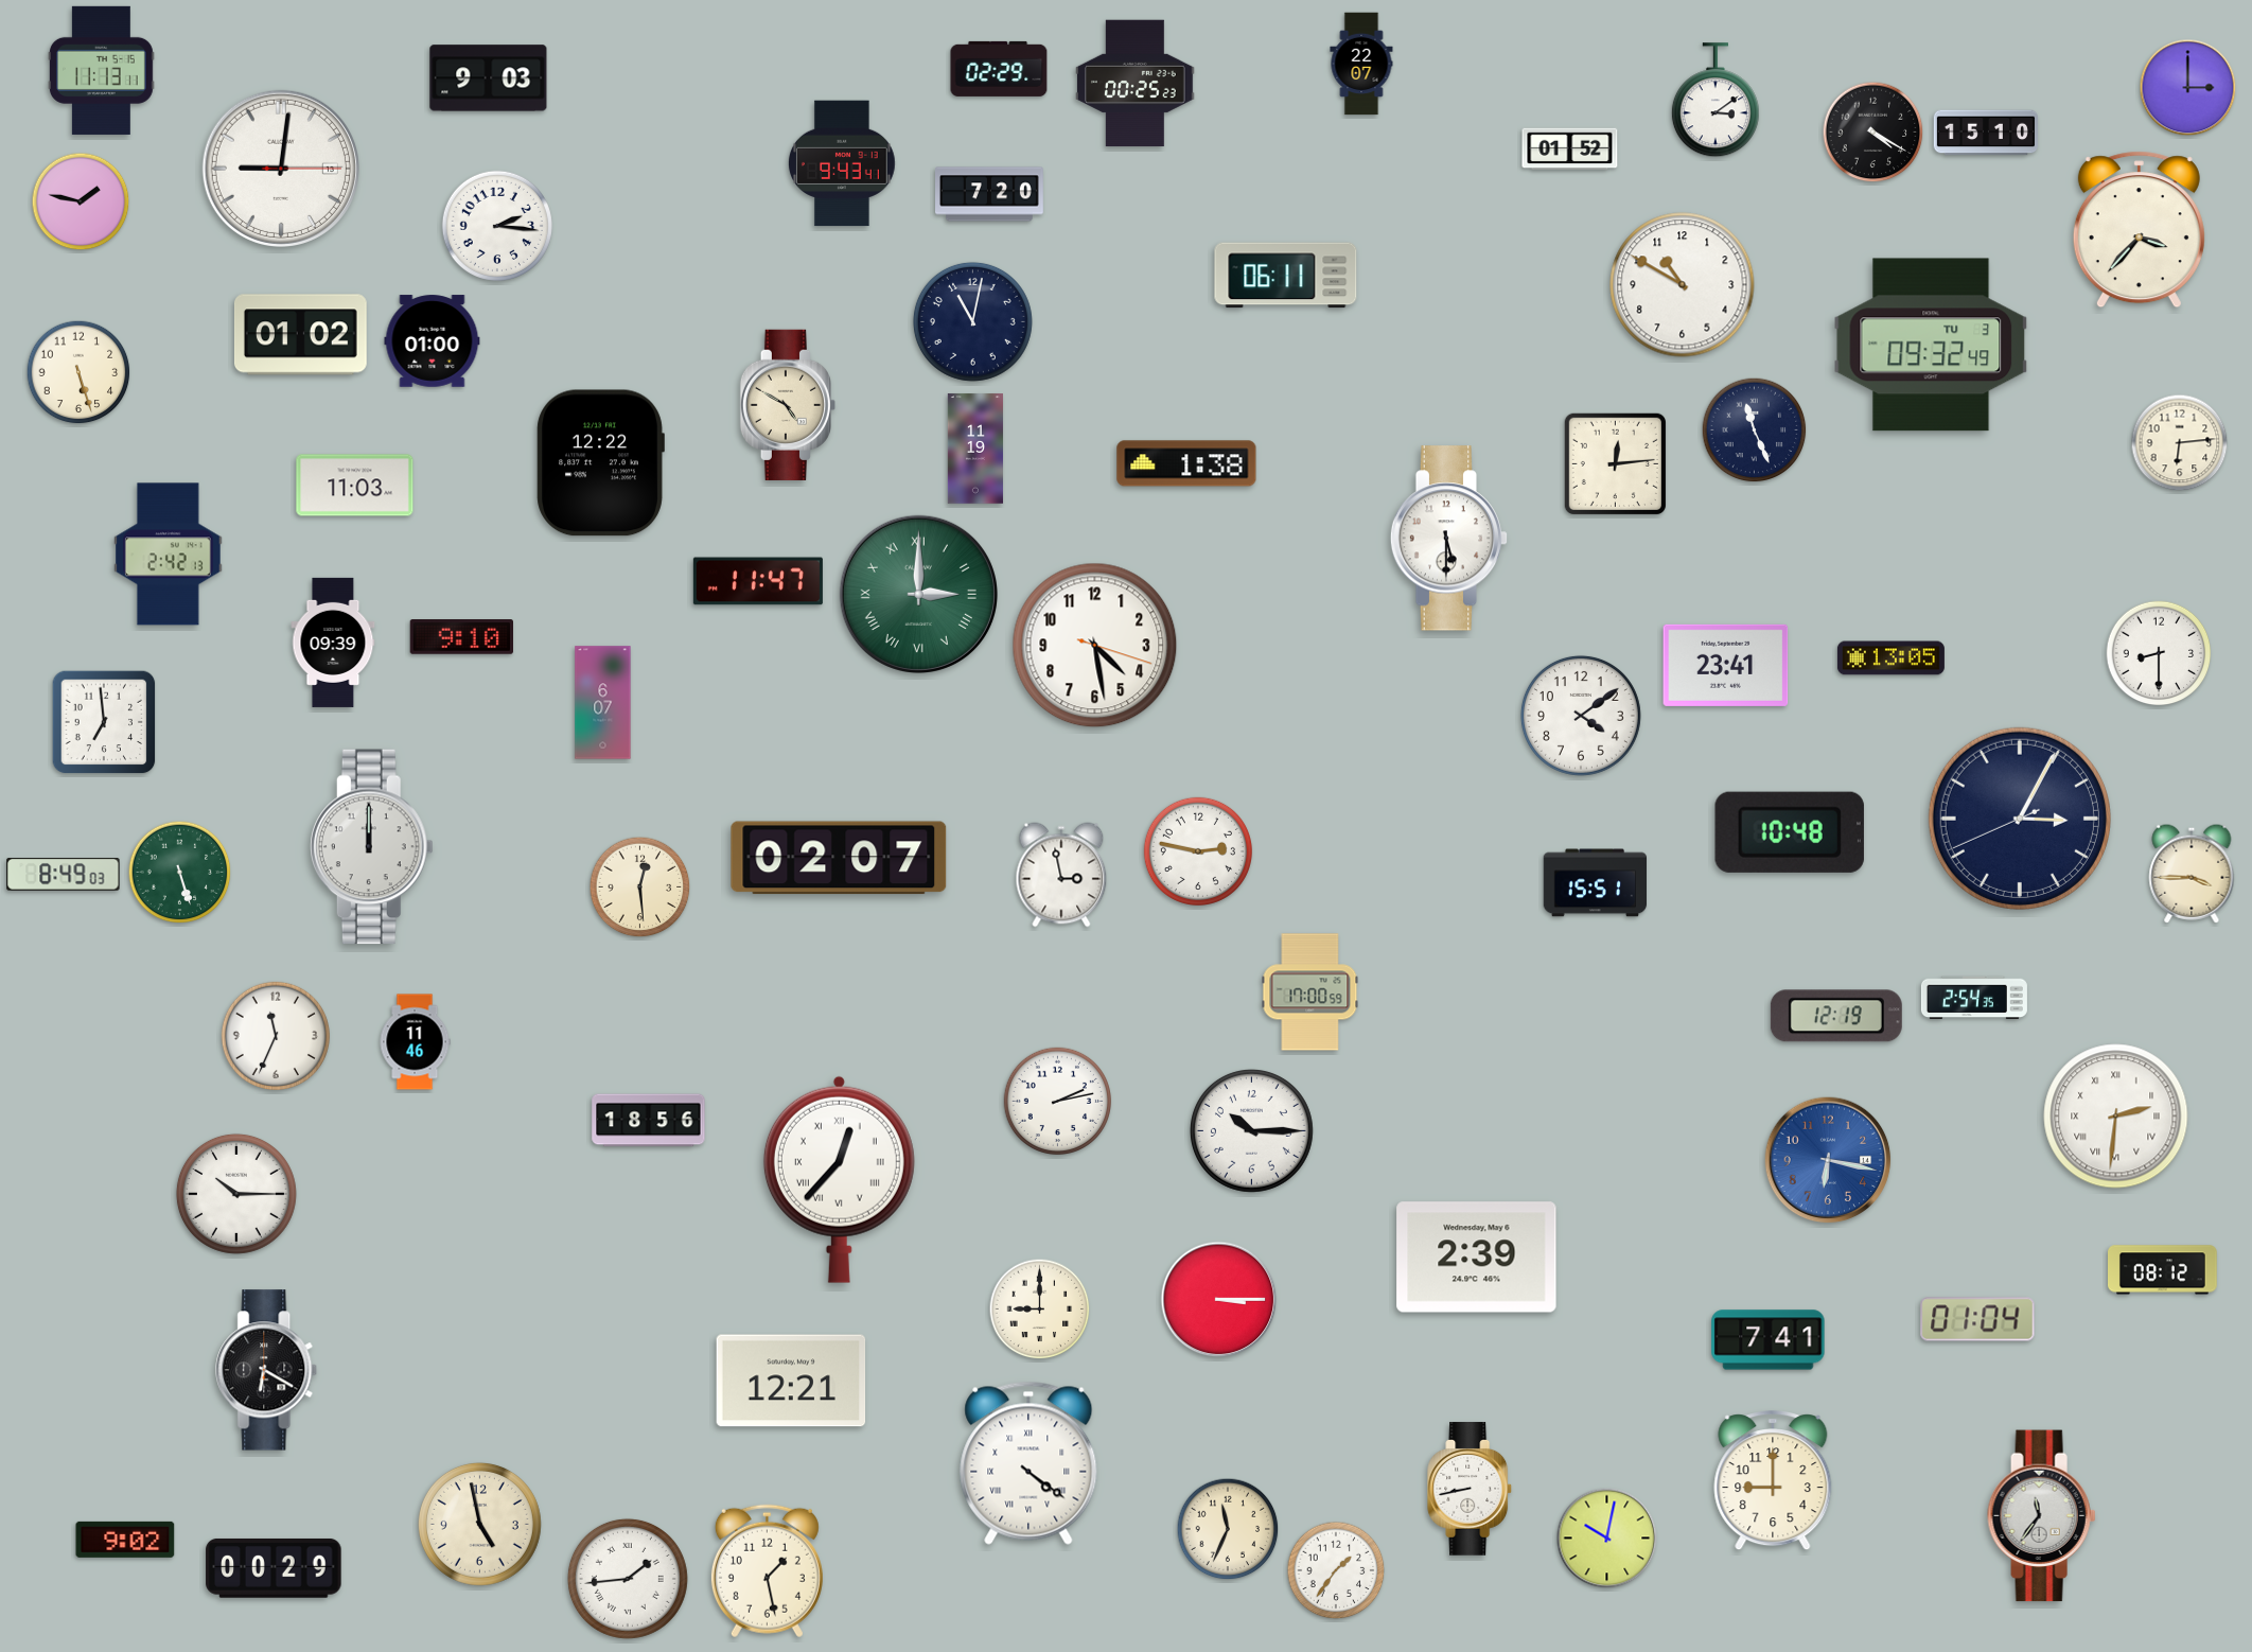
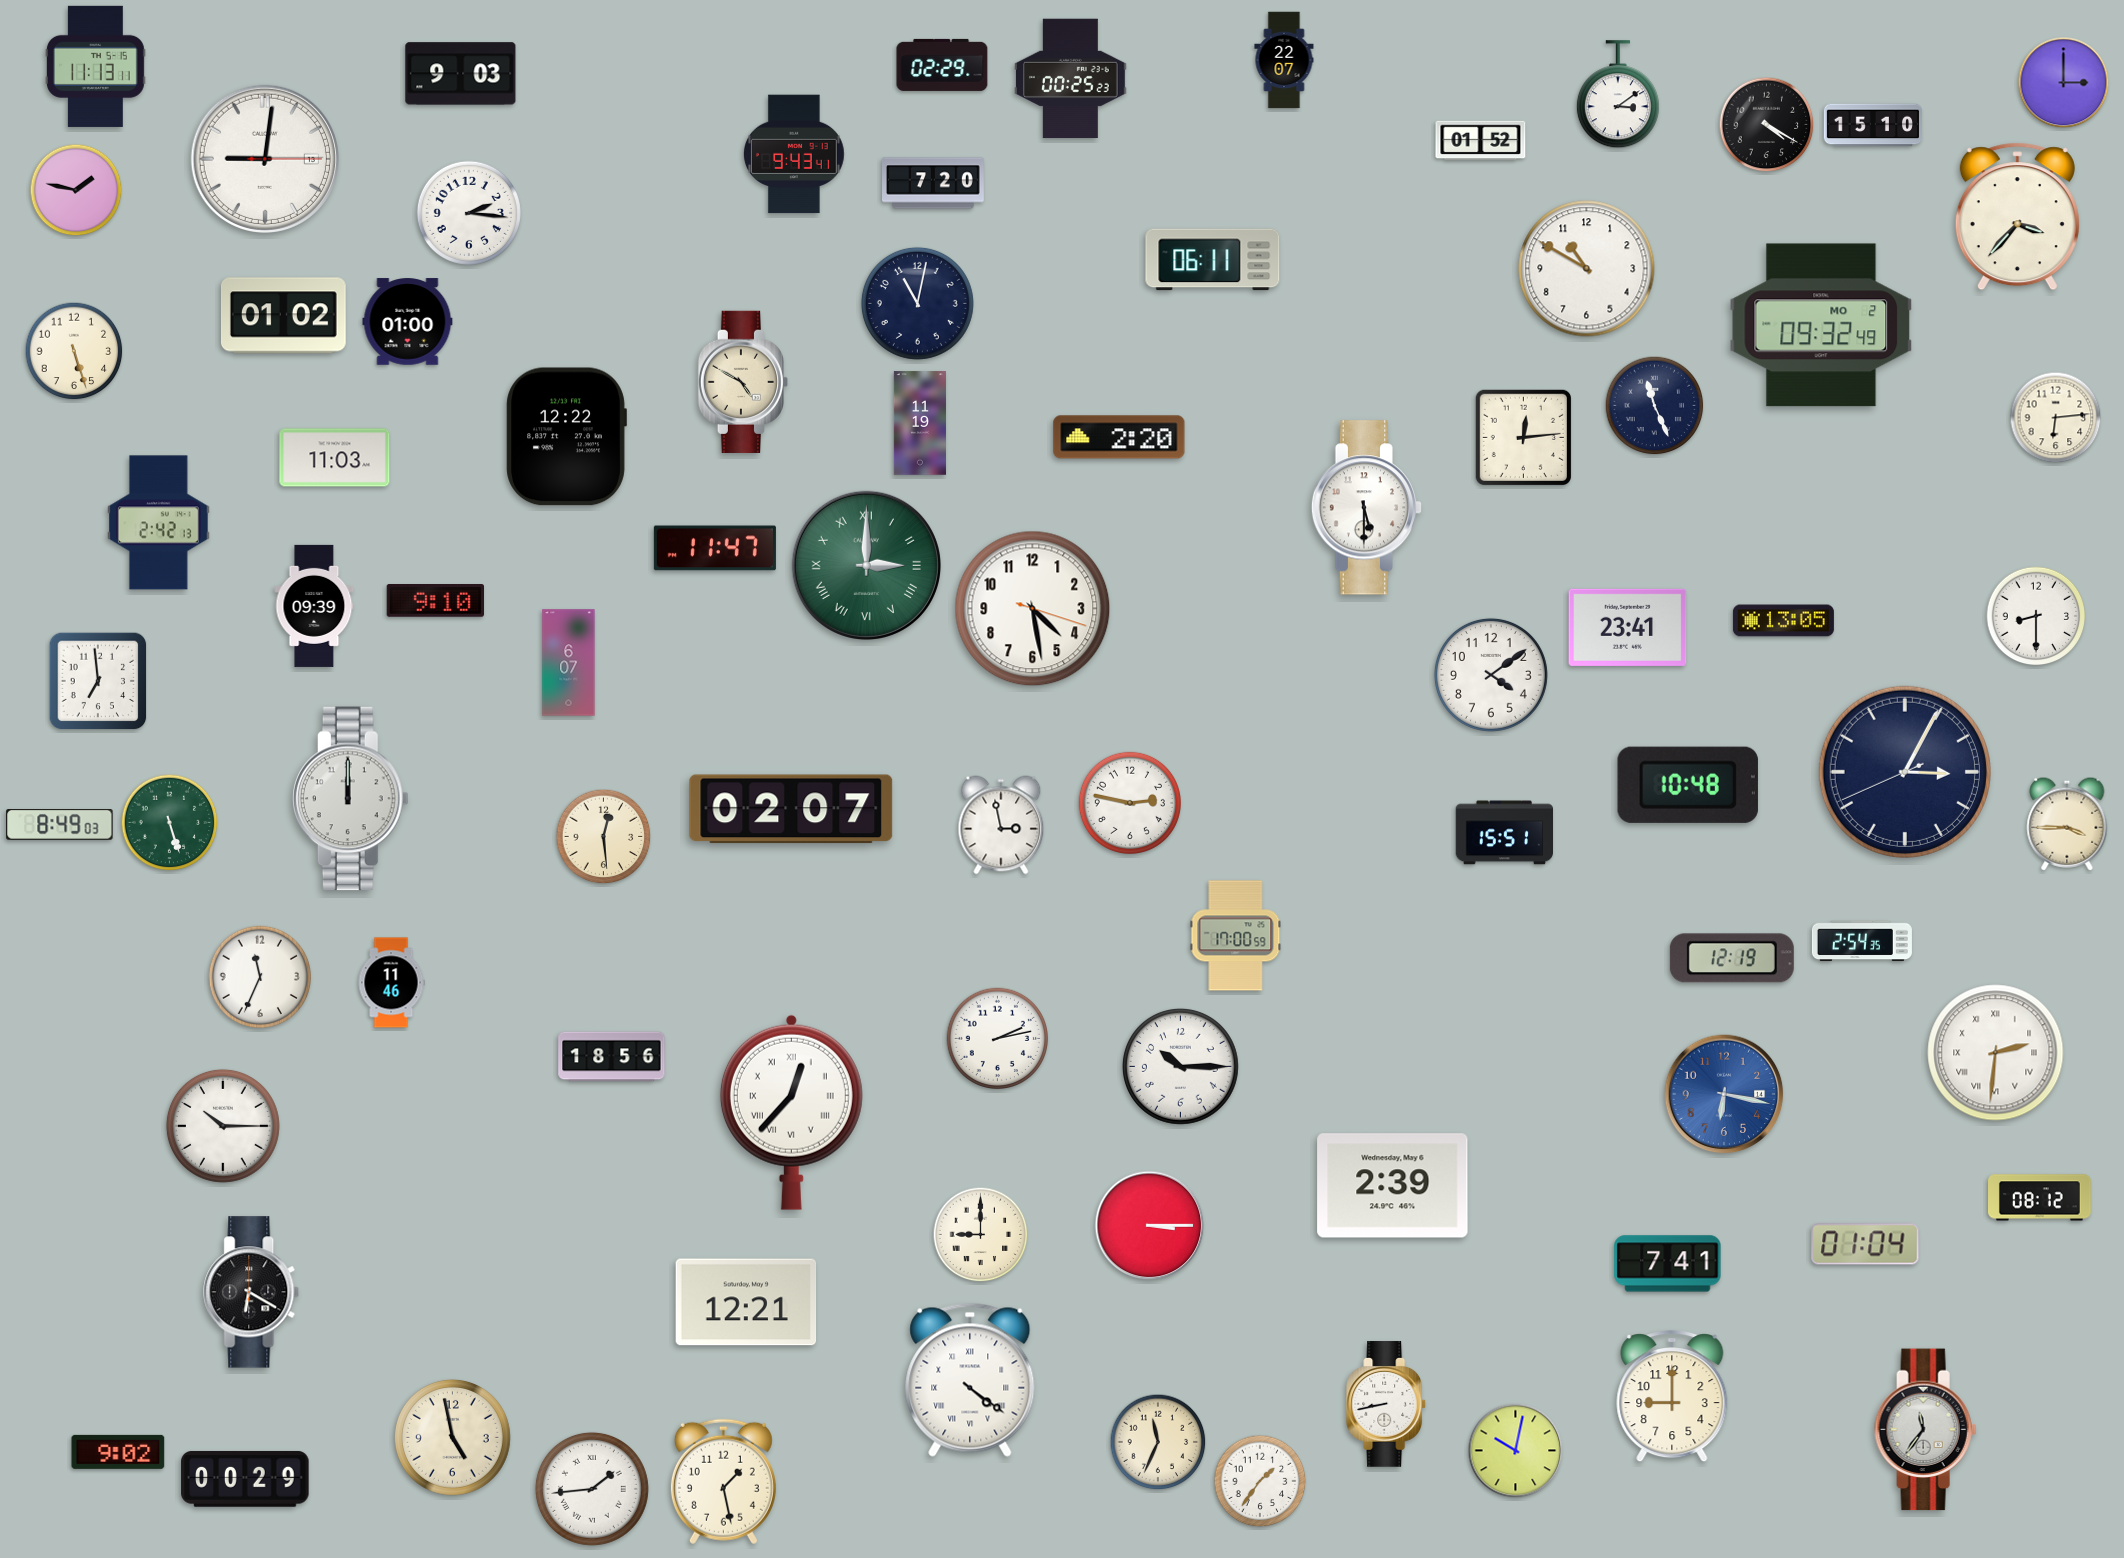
clock at (1931, 345) date: TU 3 -> MO 2
clock at (1186, 463): 1:38 -> 2:20
clock at (918, 594) position: (918, 594) -> (866, 565)
clock at (274, 1568) position: (274, 1568) -> (245, 1479)
